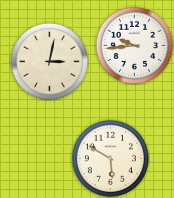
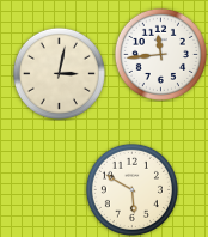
clock at (134, 45): 9:44 -> 11:44
